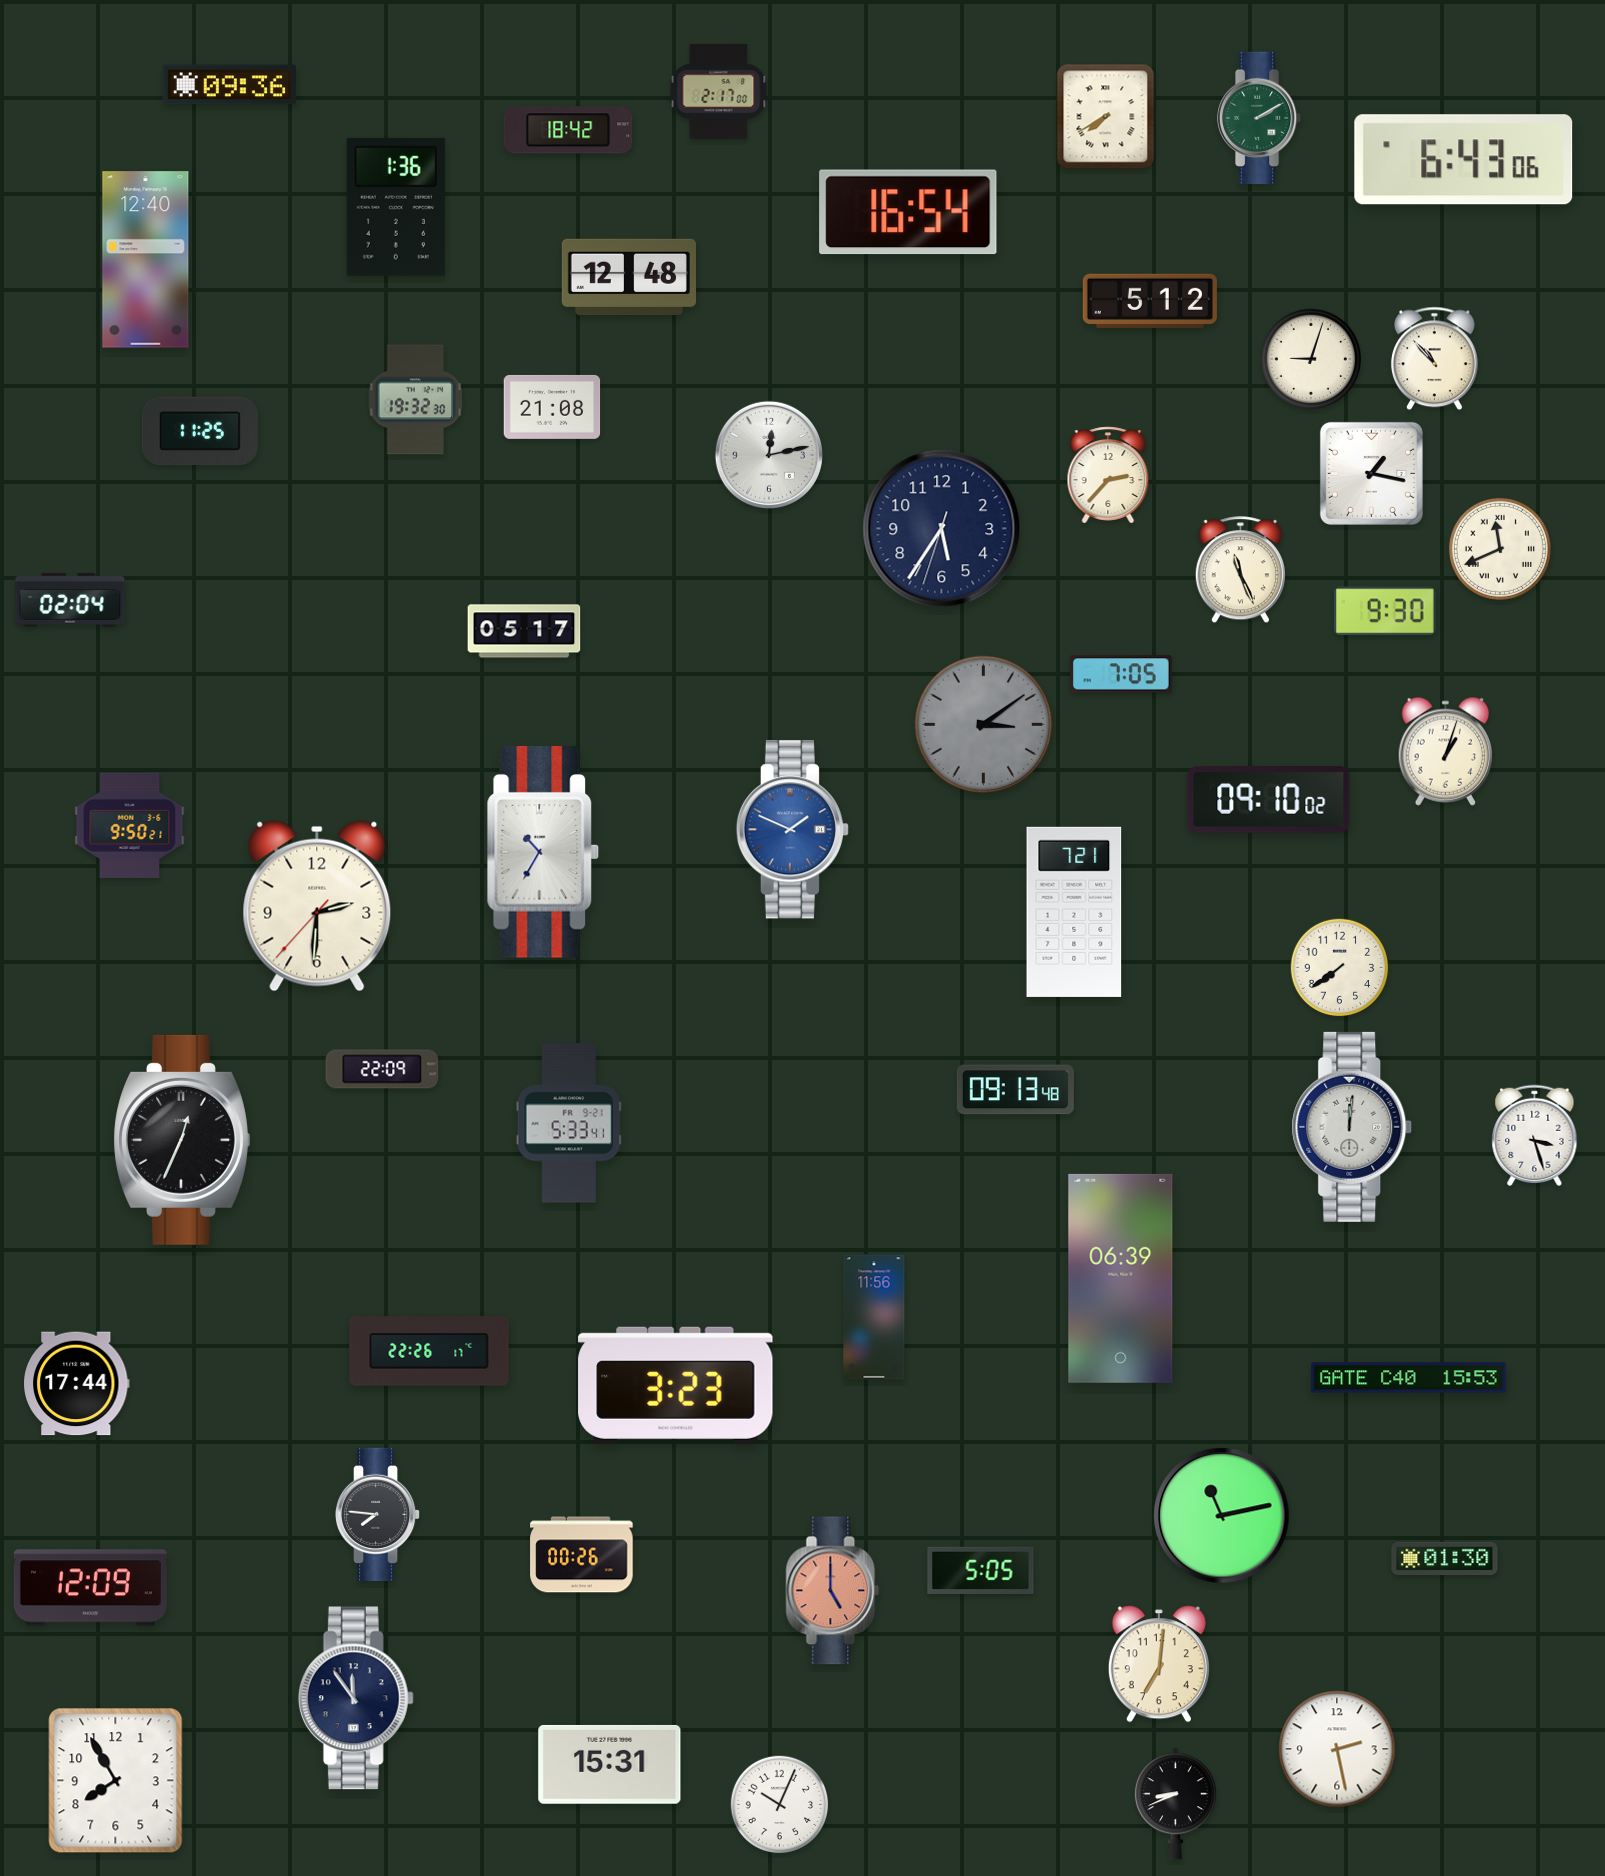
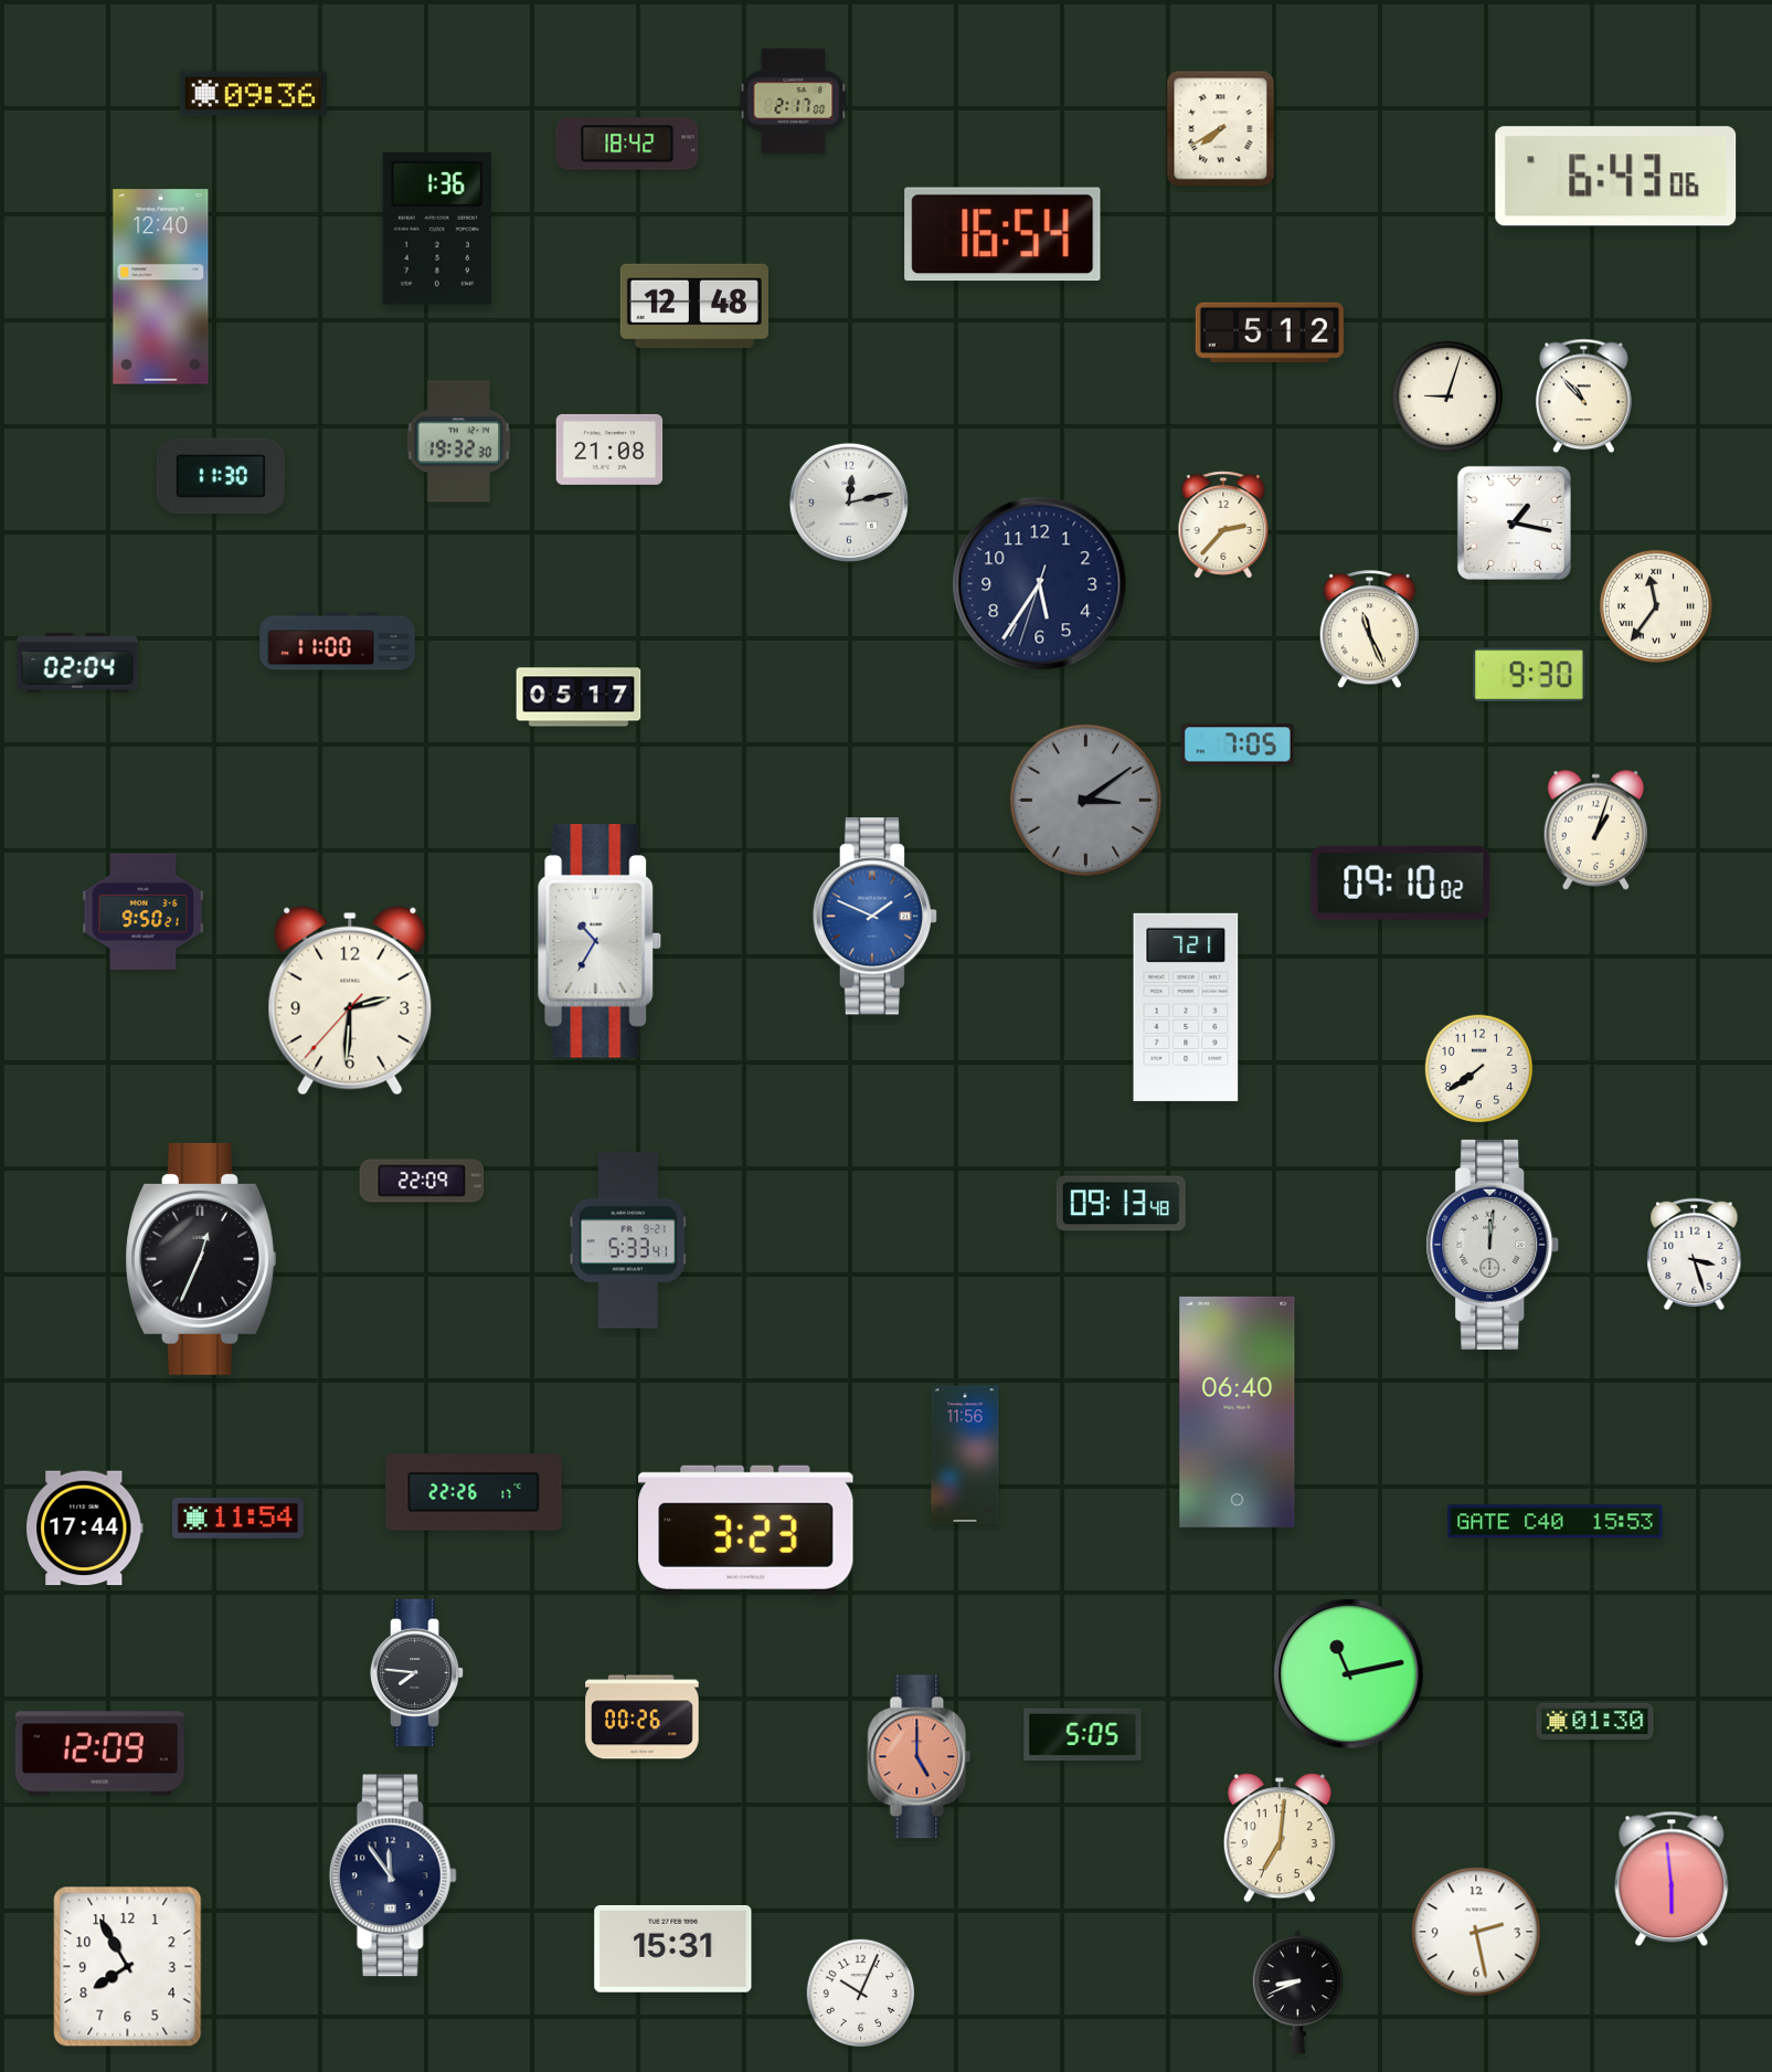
clock at (1259, 118): 2:10 -> none
clock at (200, 431): 11:25 -> 11:30
clock at (1500, 549): 11:41 -> 11:36
clock at (338, 642): none -> 11:00
clock at (1121, 1278): 06:39 -> 06:40
clock at (237, 1519): none -> 11:54
clock at (1672, 1879): none -> 5:59
